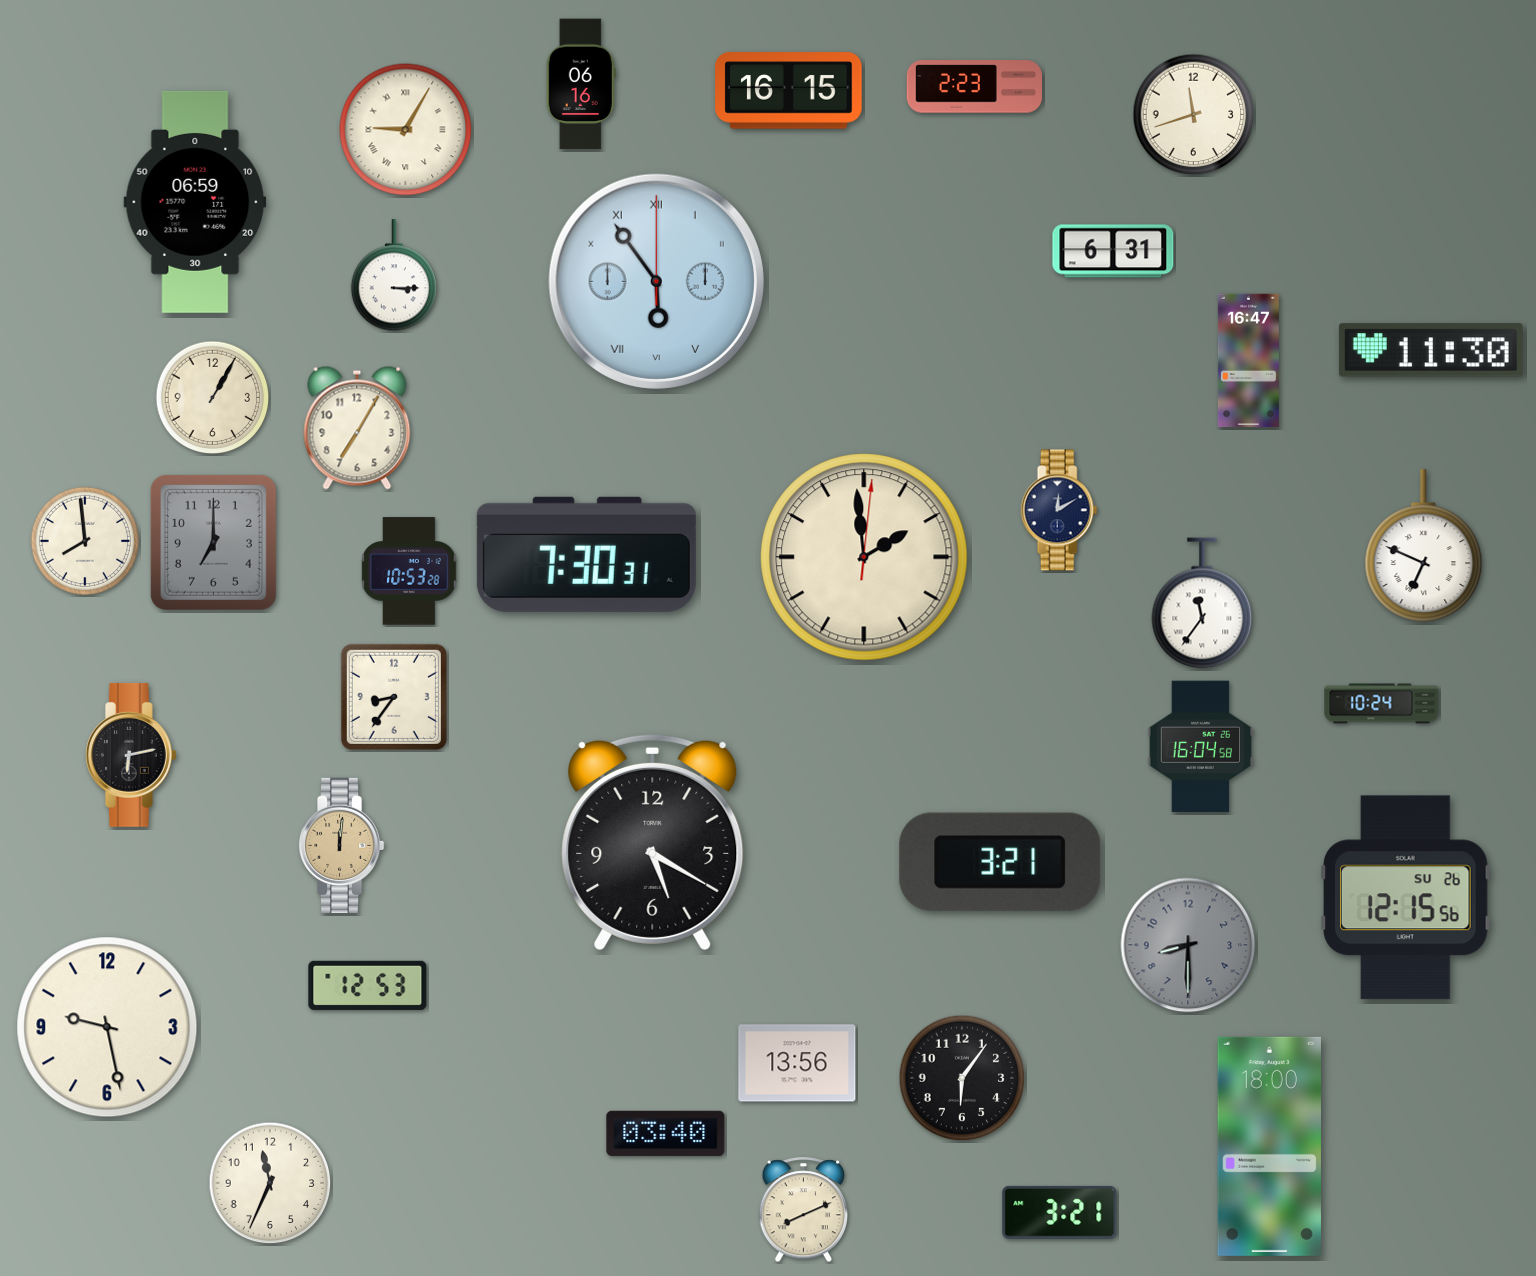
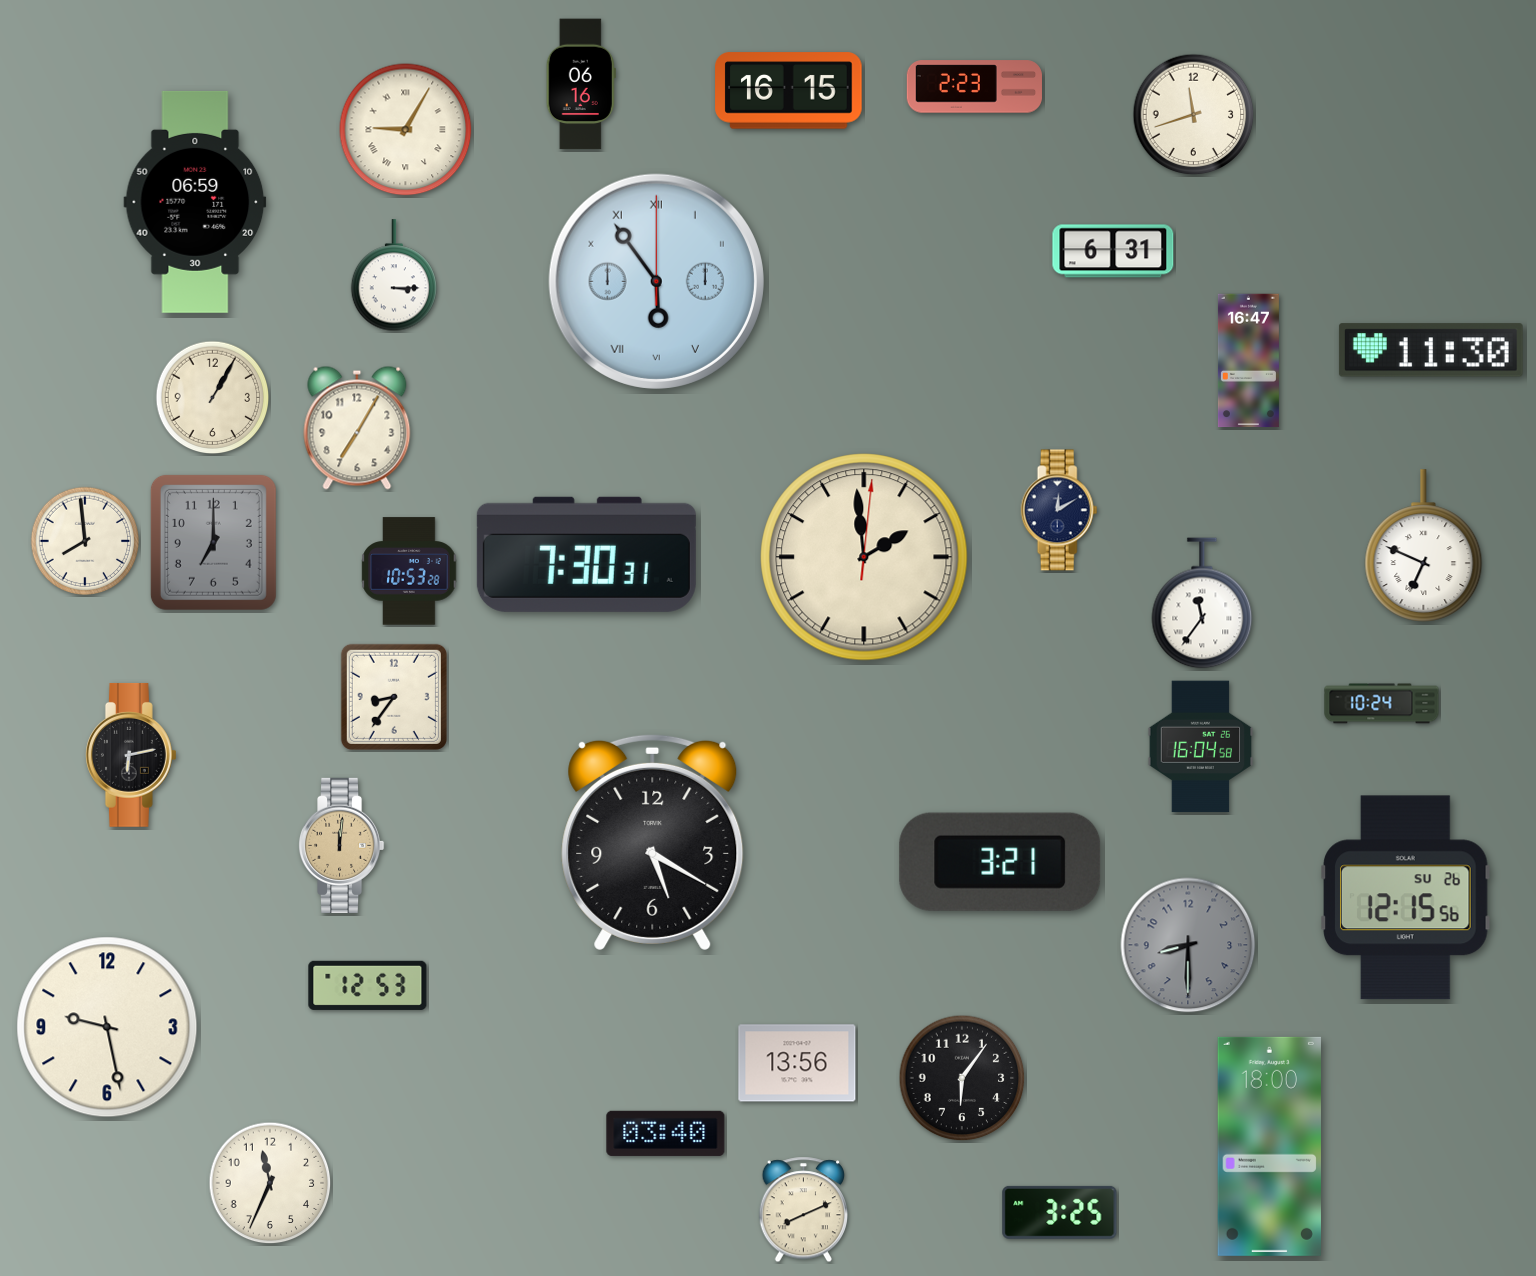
clock at (1060, 1212): 3:21 -> 3:25
